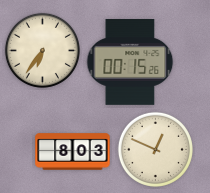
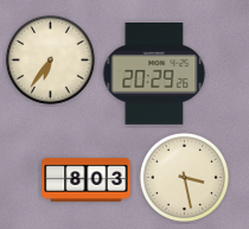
clock at (130, 63): 00:15 -> 20:29
clock at (155, 149): 12:49 -> 3:28
